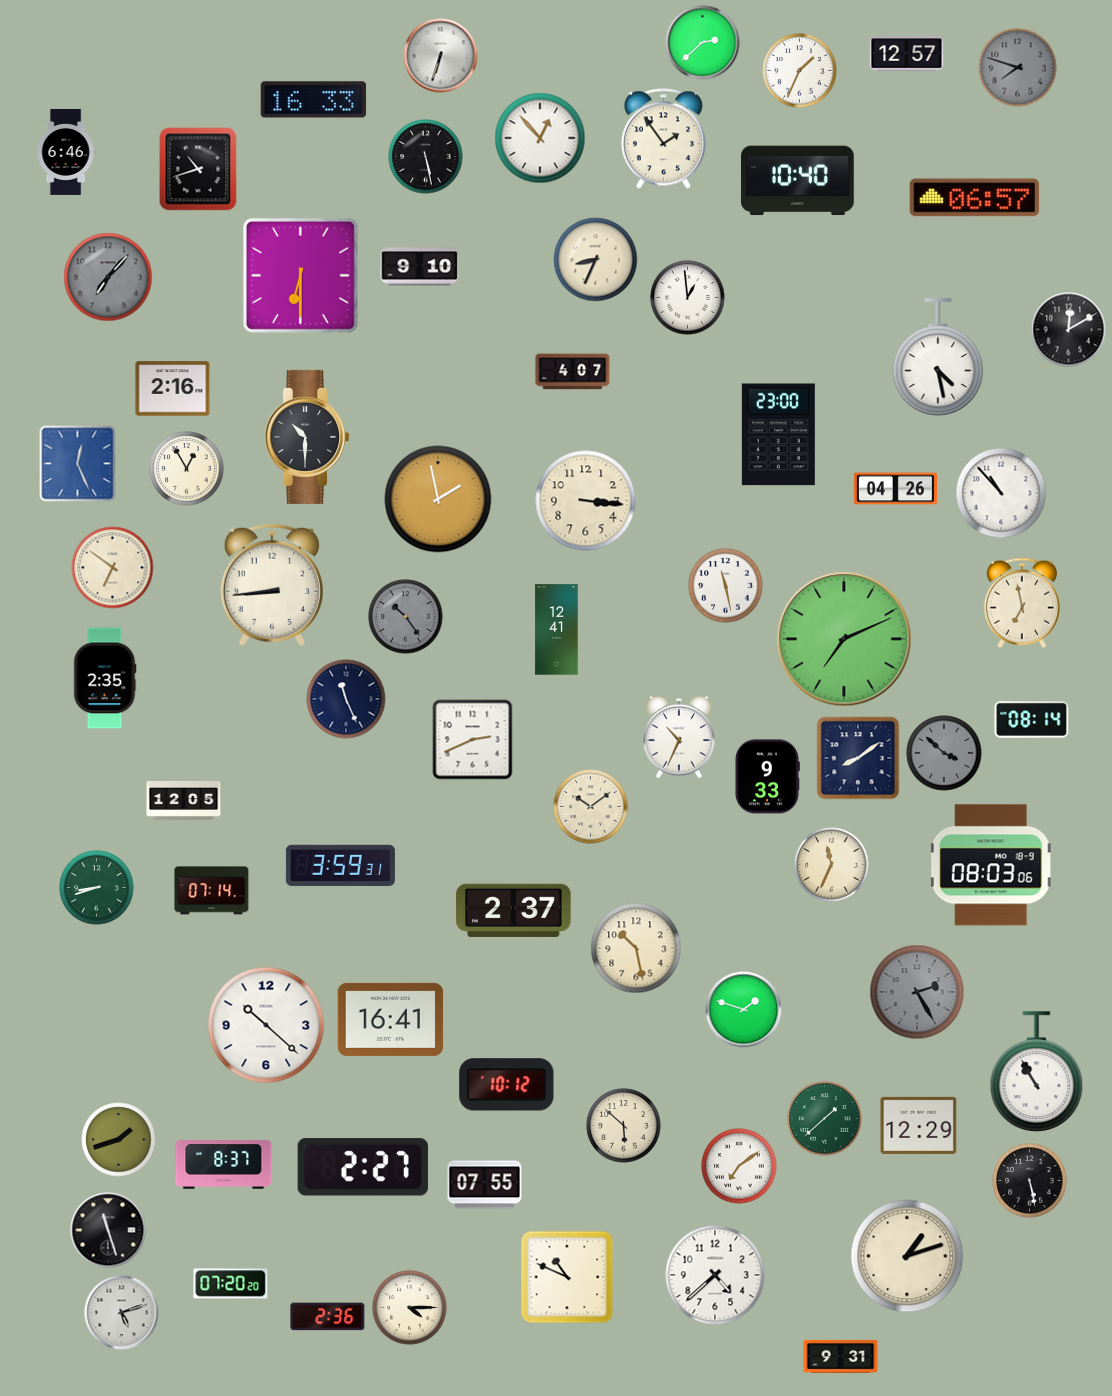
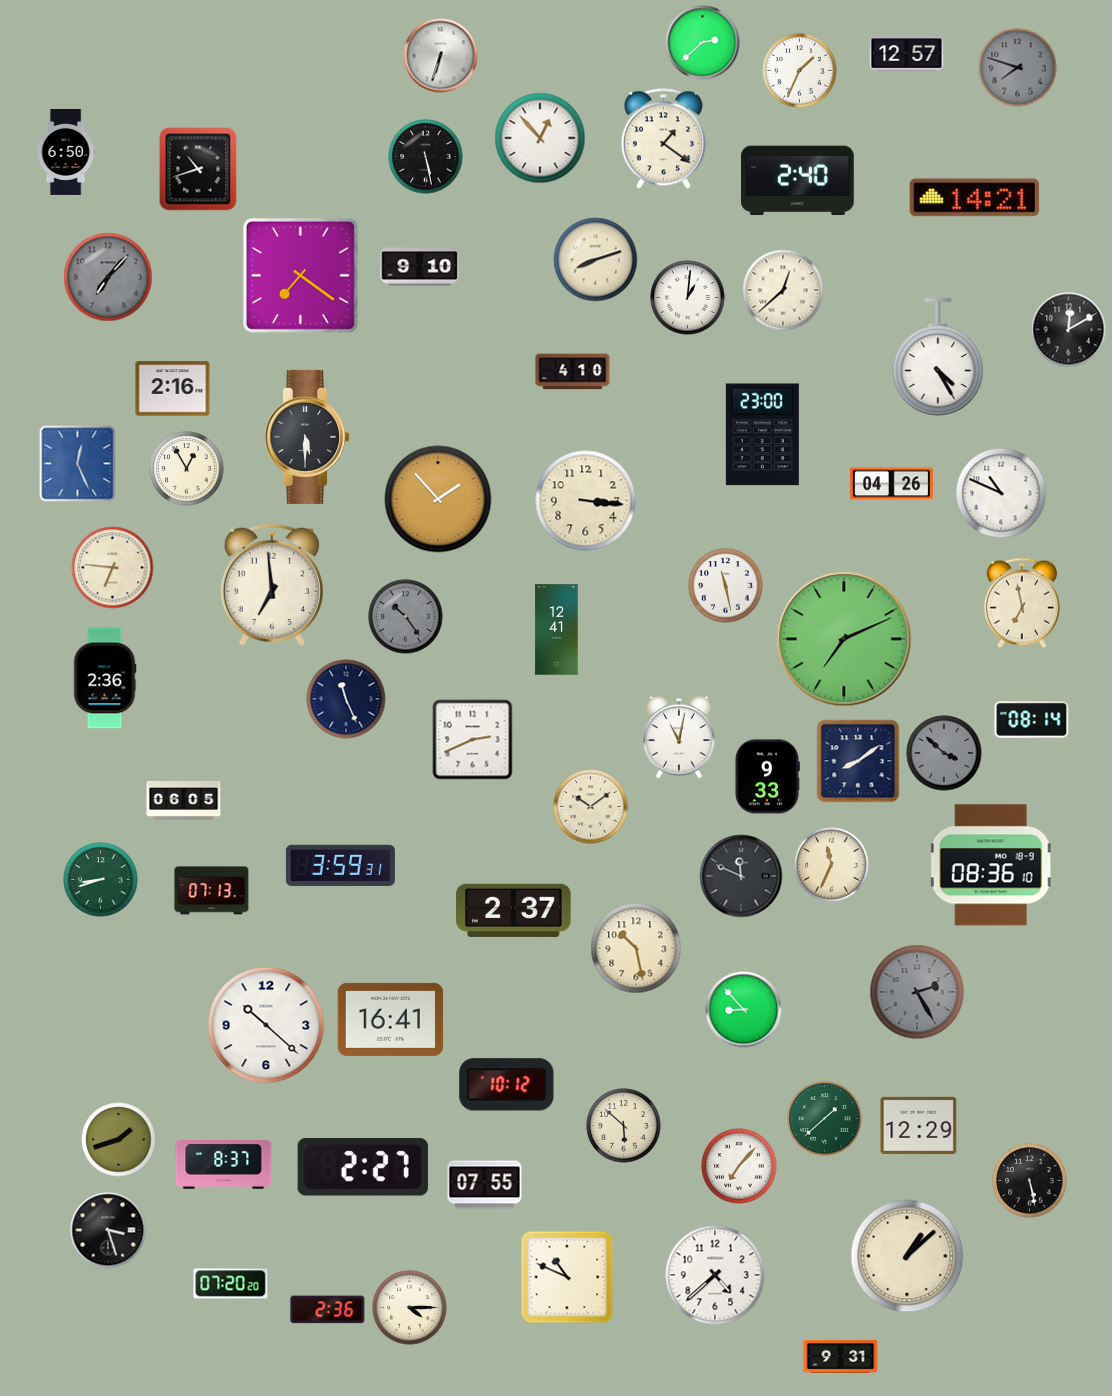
clock at (314, 100): 16:33 -> none
clock at (663, 139): 1:54 -> 1:21
clock at (66, 152): 6:46 -> 6:50
clock at (798, 181): 10:40 -> 2:40
clock at (975, 198): 06:57 -> 14:21
clock at (596, 260): 8:34 -> 8:12
clock at (300, 275): 6:30 -> 7:21
clock at (783, 290): none -> 12:38
clock at (688, 298): 12:59 -> 1:01
clock at (938, 357): 4:28 -> 4:25
clock at (573, 372): 4:07 -> 4:10
clock at (778, 435) position: (778, 435) -> (762, 435)
clock at (307, 437): 10:30 -> 5:30
clock at (895, 489) position: (895, 489) -> (891, 484)
clock at (1001, 493): 10:53 -> 10:49
clock at (438, 499): 1:58 -> 1:53
clock at (113, 568): 6:51 -> 6:46
clock at (272, 585): 8:44 -> 6:59
clock at (105, 678): 2:35 -> 2:36
clock at (680, 737): 10:34 -> 11:02
clock at (858, 758) position: (858, 758) -> (858, 761)
clock at (184, 800): 12:05 -> 06:05
clock at (991, 865): 08:03 -> 08:36
clock at (741, 876): none -> 11:49
clock at (97, 888) position: (97, 888) -> (101, 880)
clock at (212, 891): 07:14 -> 07:13
clock at (744, 1010): 1:48 -> 8:53
clock at (1037, 1072): 10:55 -> none
clock at (739, 1166): 7:09 -> 7:07
clock at (108, 1230): 11:27 -> 3:27
clock at (907, 1256): 1:12 -> 1:08
clock at (122, 1313): 5:12 -> none
clock at (328, 1317) position: (328, 1317) -> (328, 1310)
